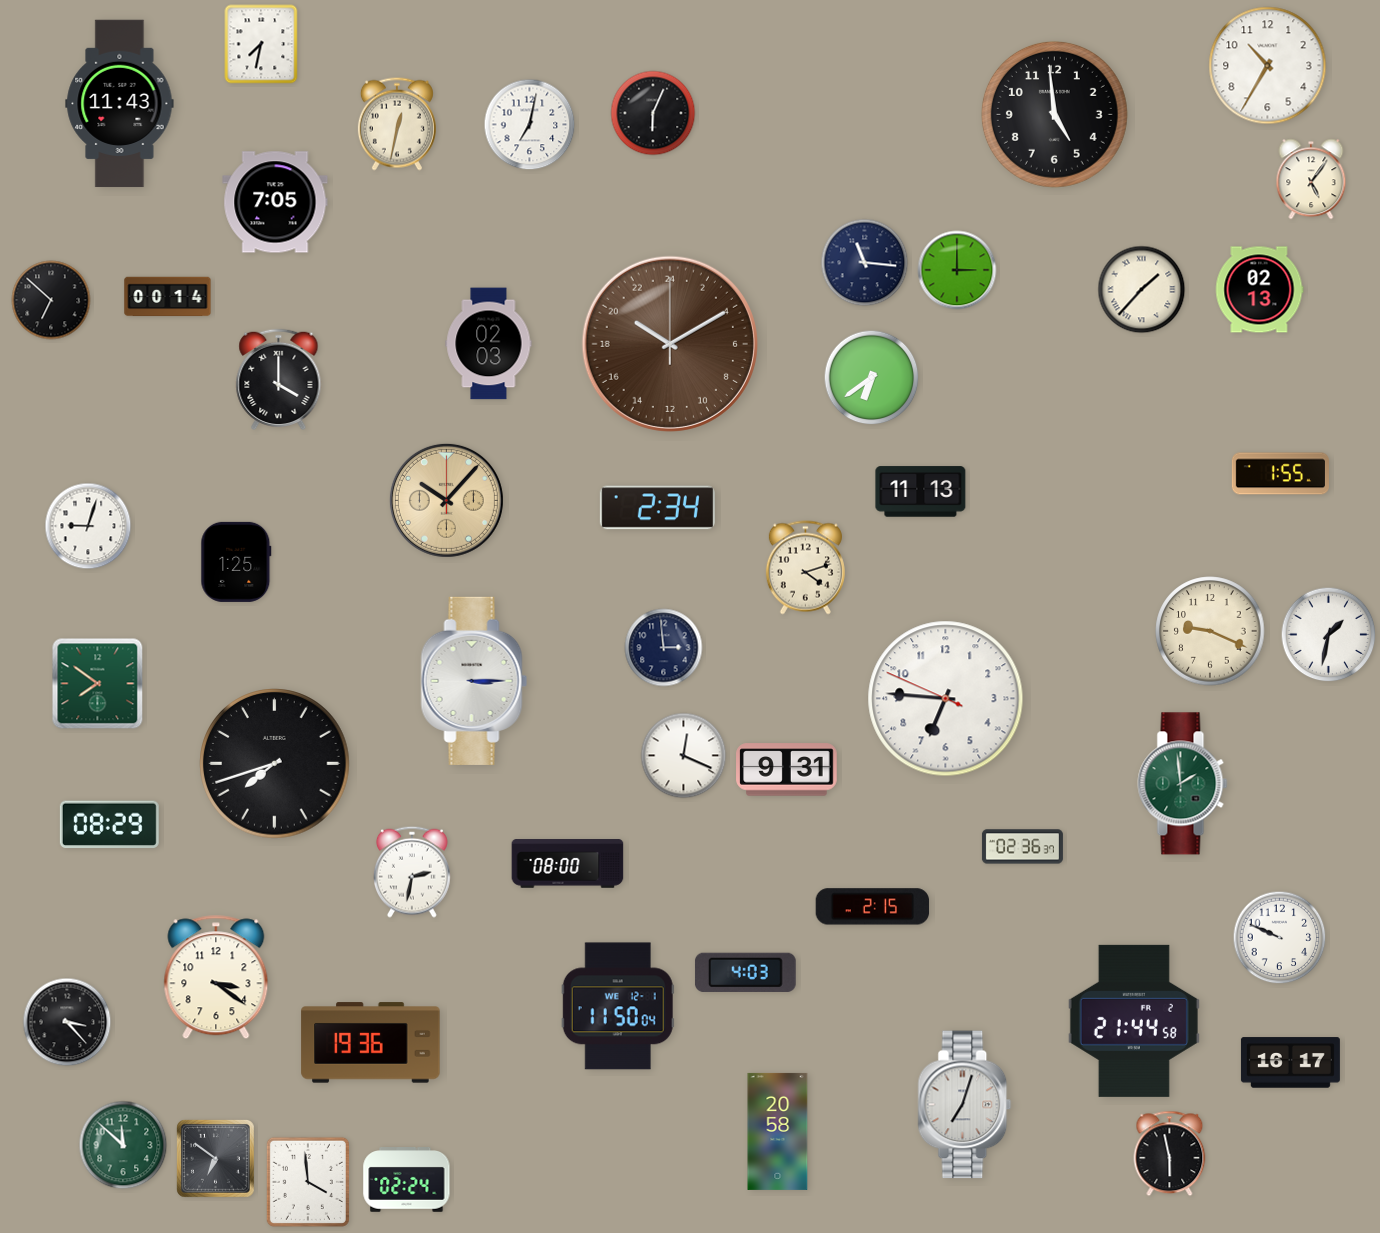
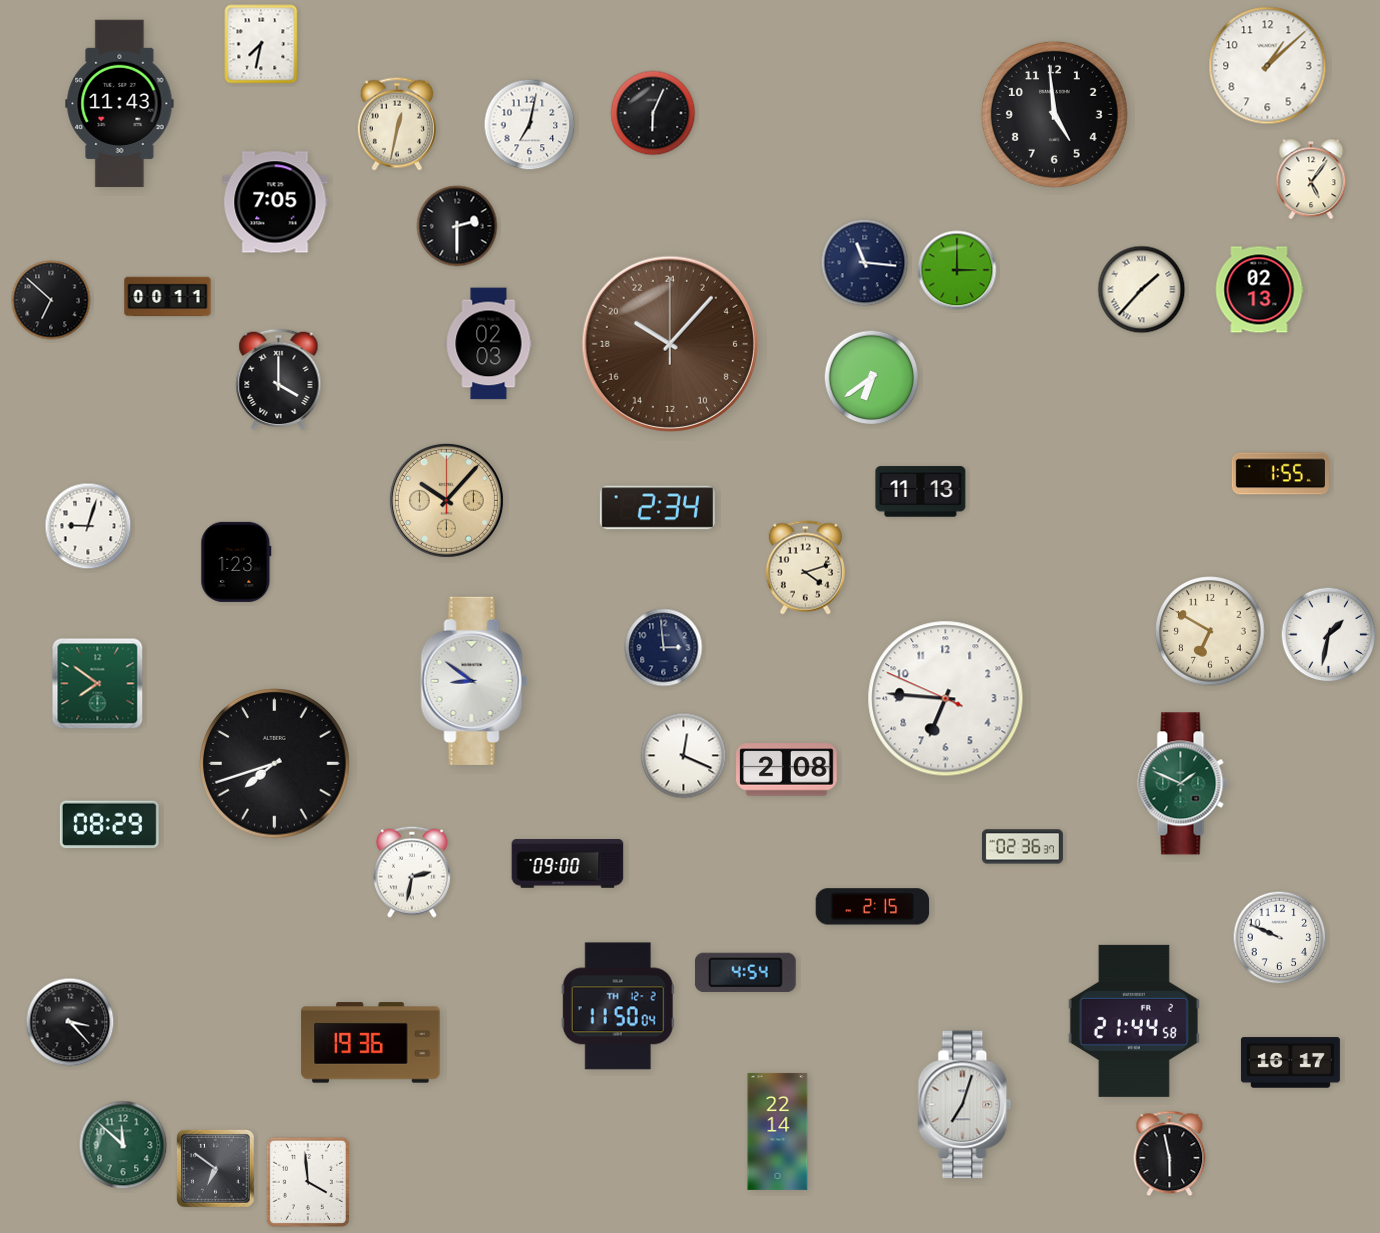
clock at (1268, 66): 10:35 -> 1:08
clock at (457, 226): none -> 2:30
clock at (168, 297): 00:14 -> 00:11
clock at (670, 344): 20:10 -> 20:07
clock at (236, 562): 1:25 -> 1:23
clock at (1210, 631): 9:19 -> 6:50
clock at (474, 681): 3:15 -> 8:51
clock at (787, 770): 9:31 -> 2:08
clock at (1183, 784): 1:59 -> 1:49
clock at (568, 864): 08:00 -> 09:00
clock at (745, 972): 4:03 -> 4:54
clock at (216, 977): 3:21 -> none
clock at (618, 1006) date: WE 12-1 -> TH 12-2
clock at (67, 1022) position: (67, 1022) -> (70, 1022)
clock at (778, 1131): 20:58 -> 22:14
clock at (216, 1159) position: (216, 1159) -> (216, 1169)
clock at (407, 1180): 02:24 -> none
